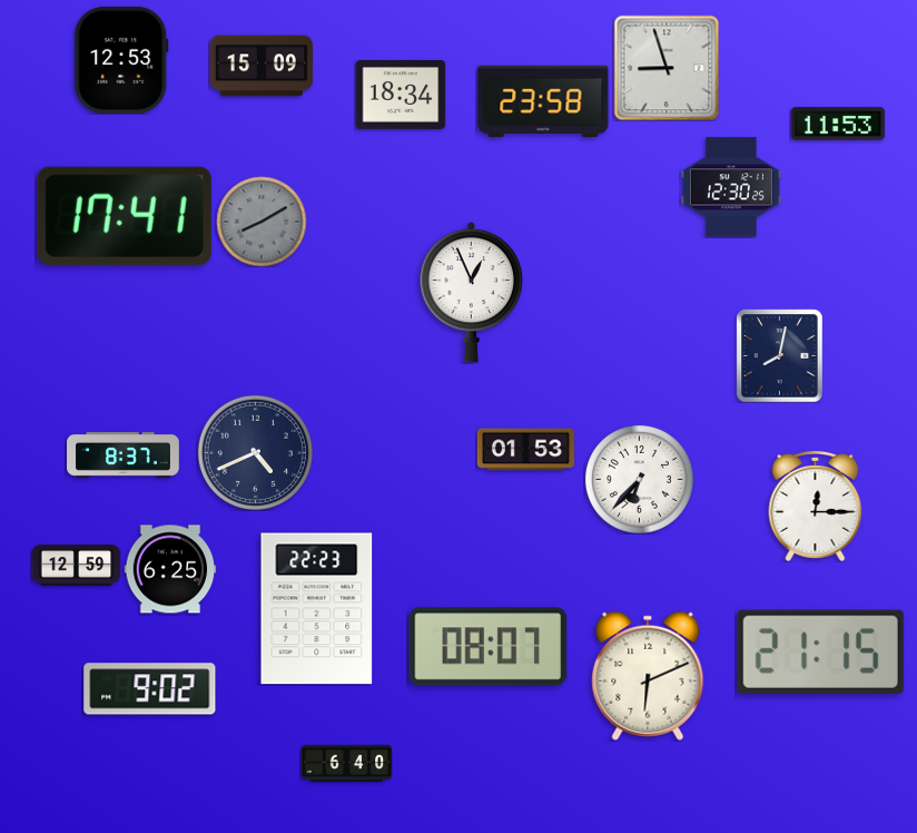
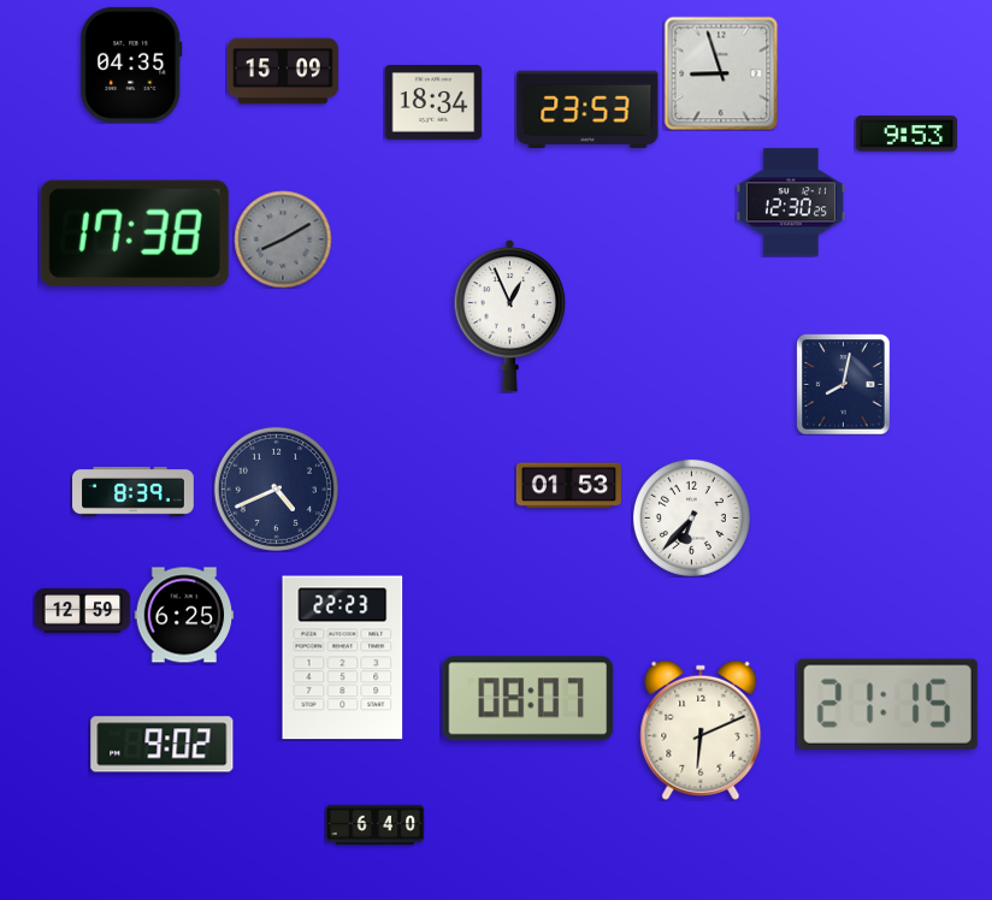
clock at (121, 60): 12:53 -> 04:35
clock at (543, 101): 23:58 -> 23:53
clock at (838, 124): 11:53 -> 9:53
clock at (125, 216): 17:41 -> 17:38
clock at (124, 454): 8:37 -> 8:39
clock at (816, 506): 12:15 -> none
